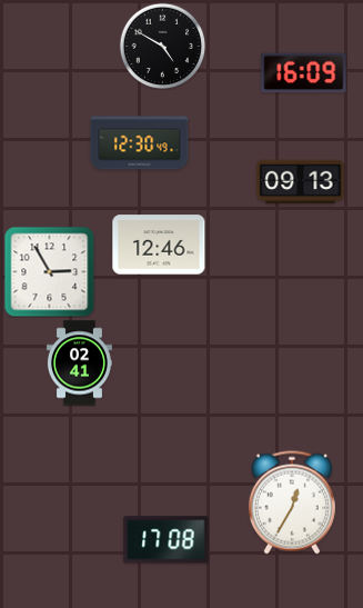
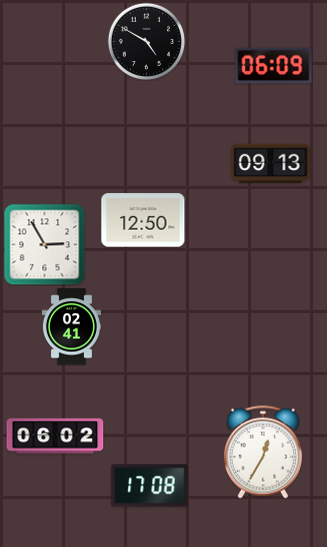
clock at (304, 73): 16:09 -> 06:09
clock at (140, 143): 12:30 -> none
clock at (159, 245): 12:46 -> 12:50
clock at (55, 436): none -> 06:02
